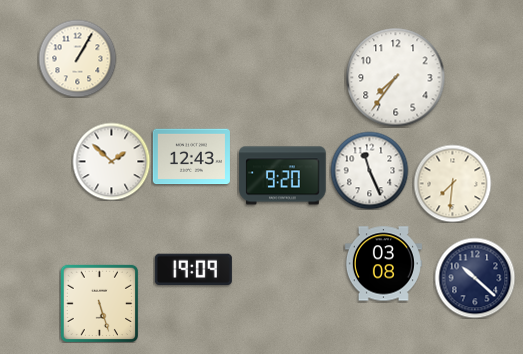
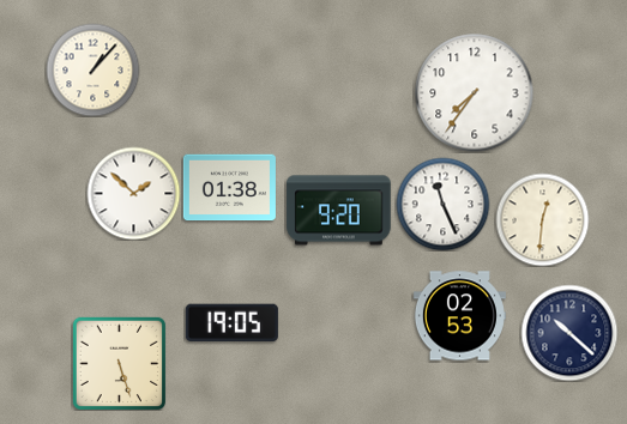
clock at (77, 58): 1:05 -> 1:07
clock at (191, 157): 12:43 -> 01:38
clock at (452, 183): 7:31 -> 12:31
clock at (383, 264): 03:08 -> 02:53
clock at (193, 270): 19:09 -> 19:05
